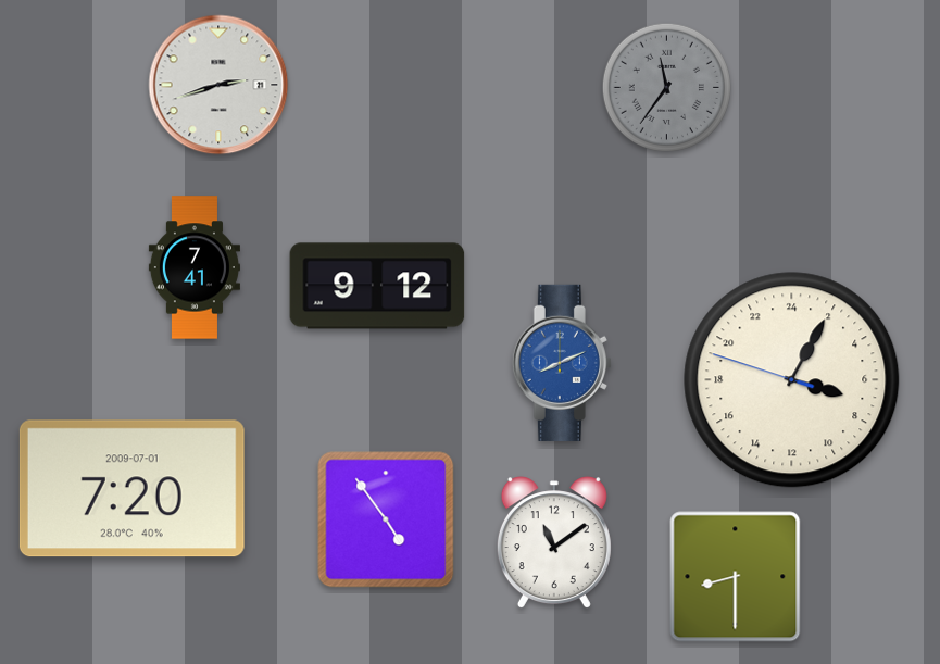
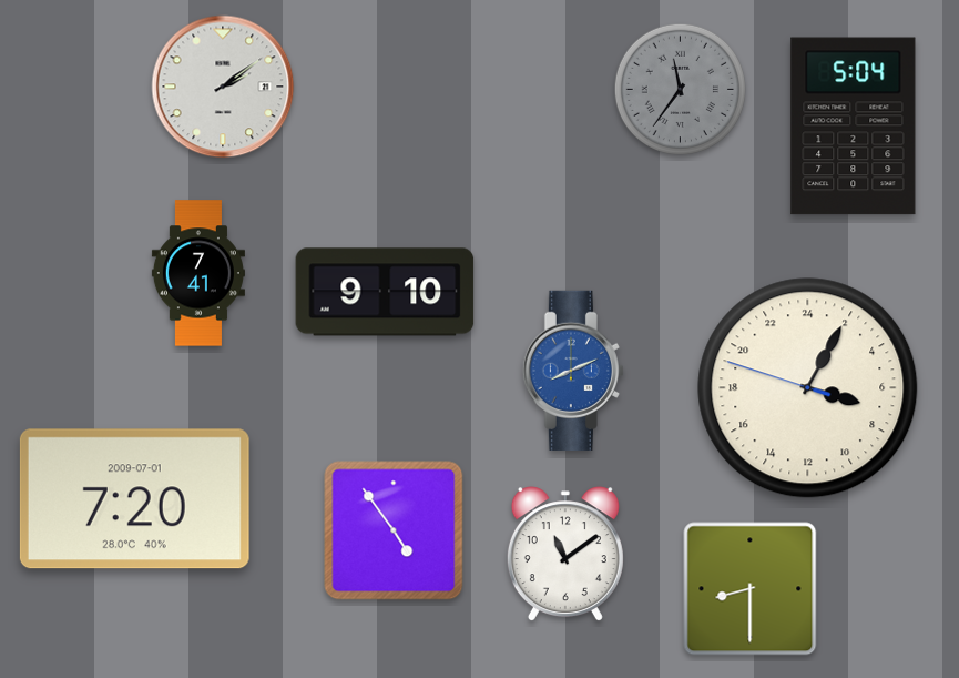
clock at (218, 85): 2:42 -> 2:09
clock at (854, 127): none -> 5:04
clock at (377, 286): 9:12 -> 9:10
